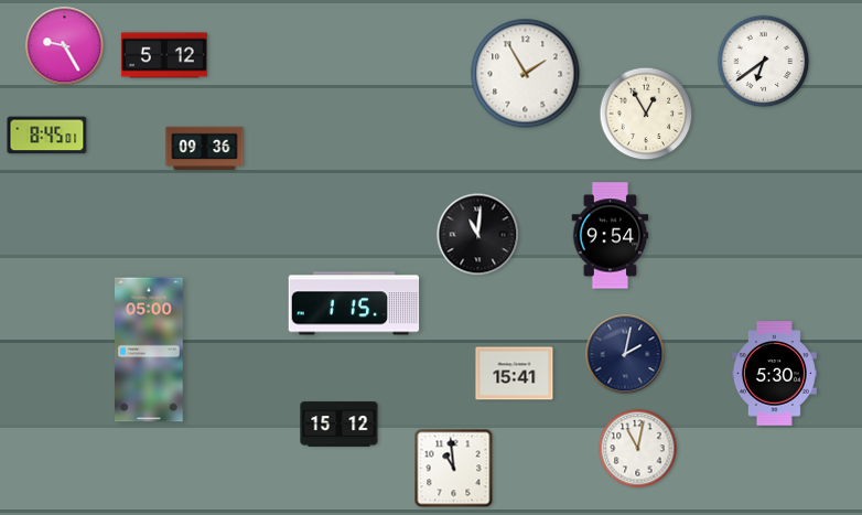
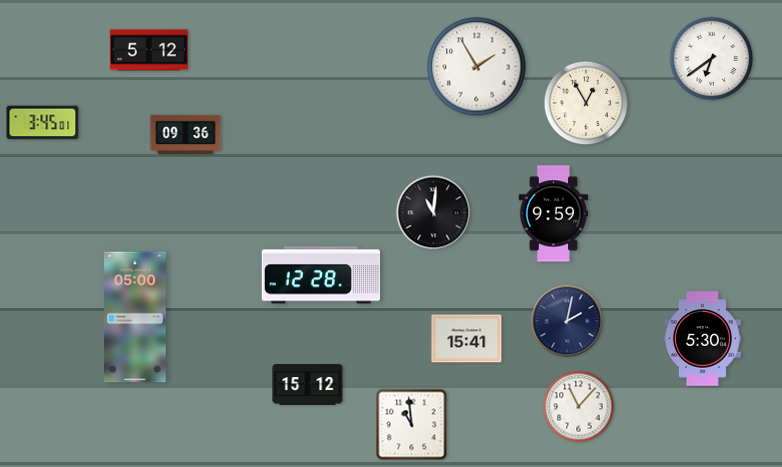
clock at (65, 46): 9:25 -> none
clock at (764, 62) position: (764, 62) -> (712, 59)
clock at (47, 136): 8:45 -> 3:45
clock at (611, 236): 9:54 -> 9:59
clock at (354, 303): 1:15 -> 12:28
clock at (638, 449): 11:02 -> 11:07
